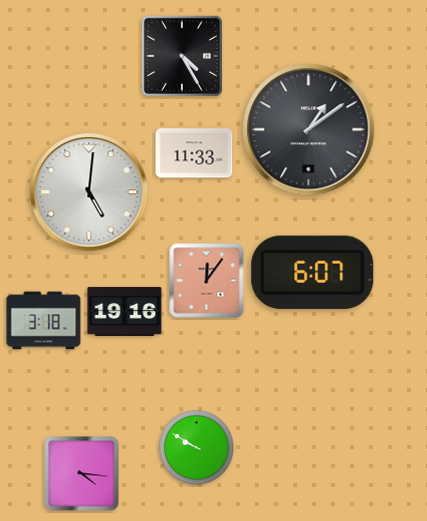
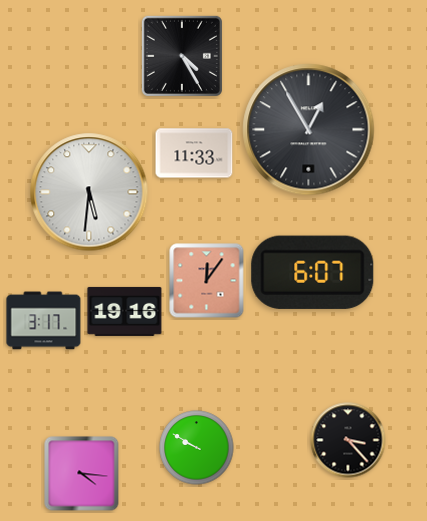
clock at (309, 130): 1:09 -> 12:55
clock at (89, 192): 5:01 -> 5:31
clock at (44, 321): 3:18 -> 3:17
clock at (348, 440): none -> 3:23
